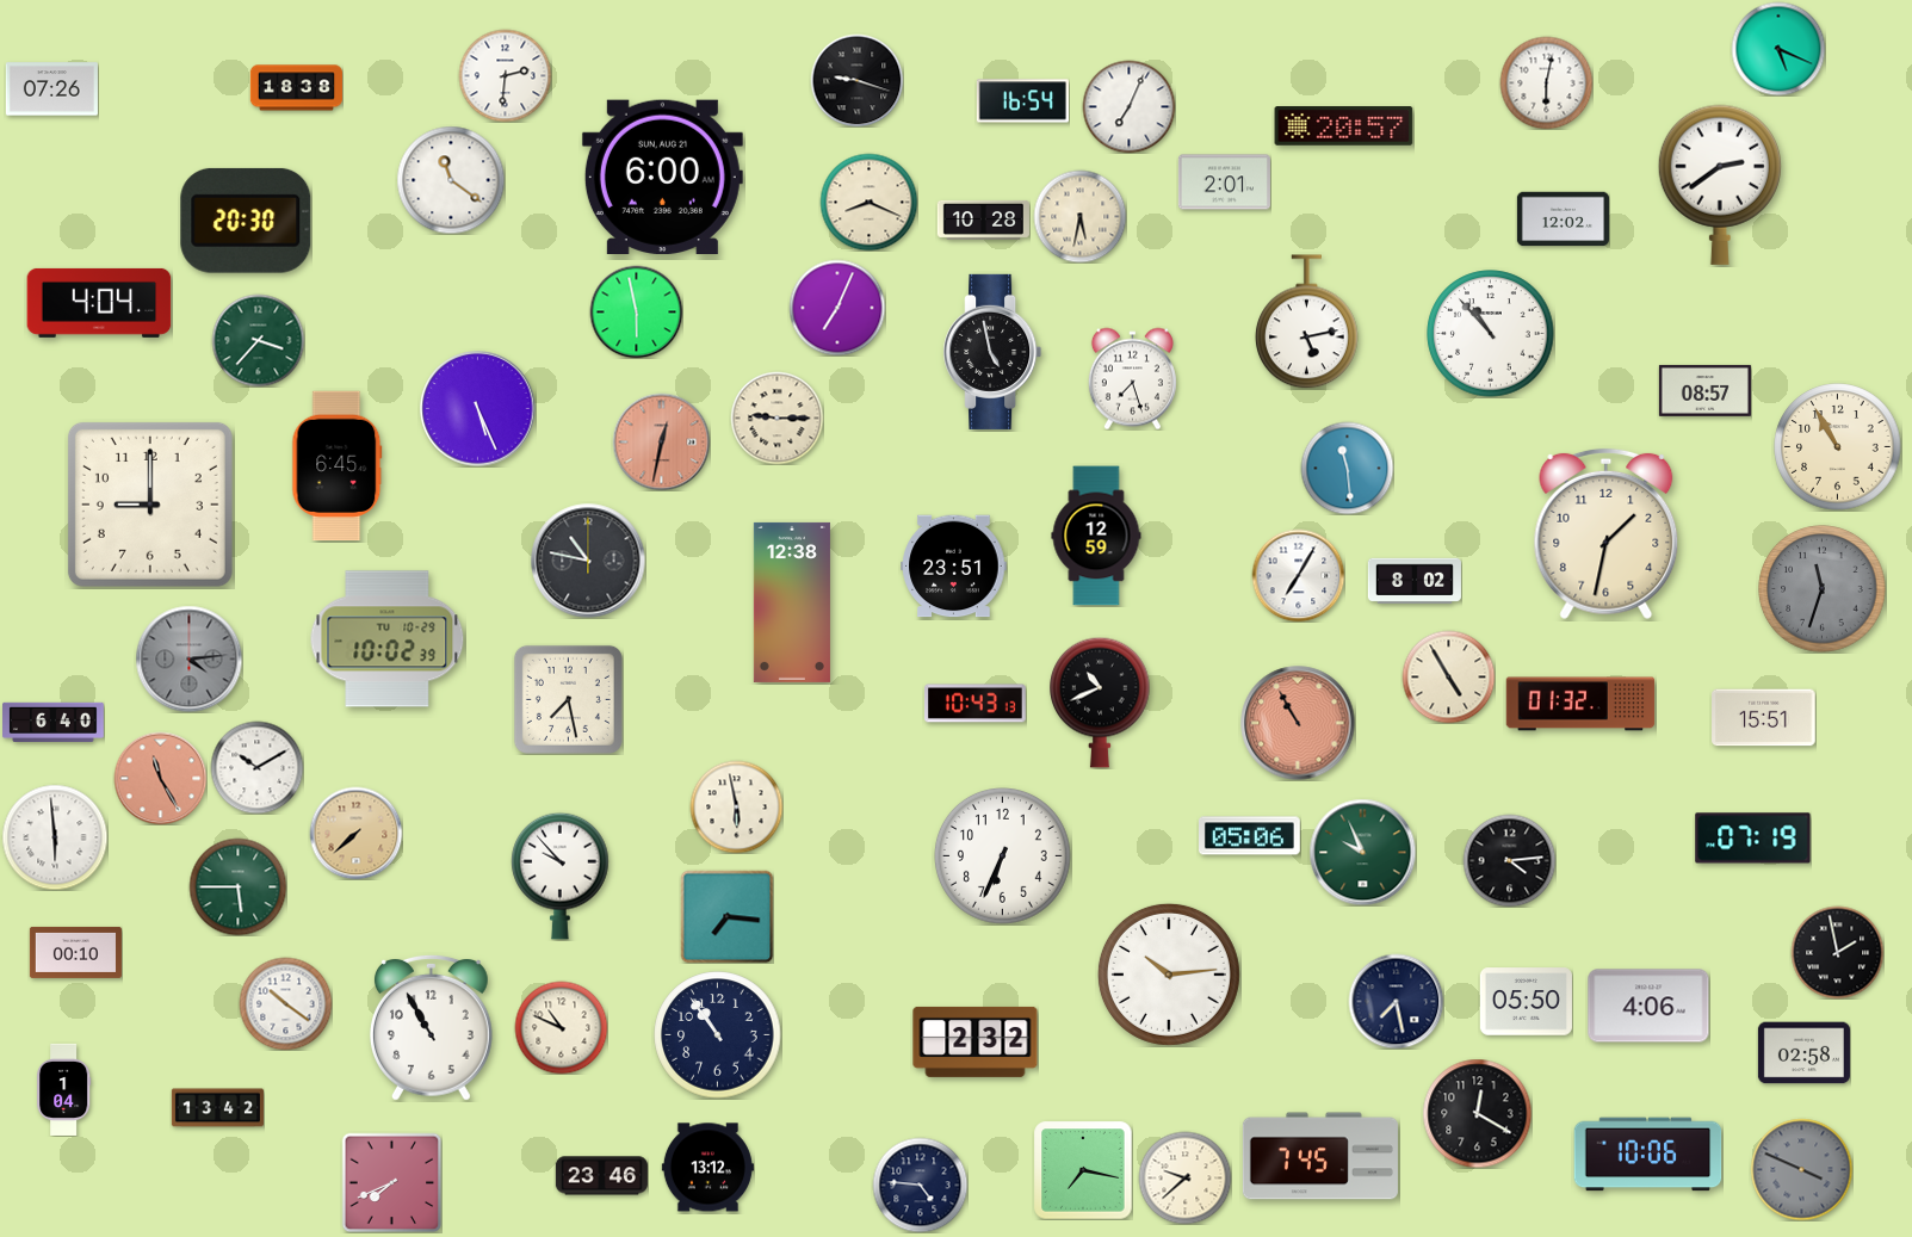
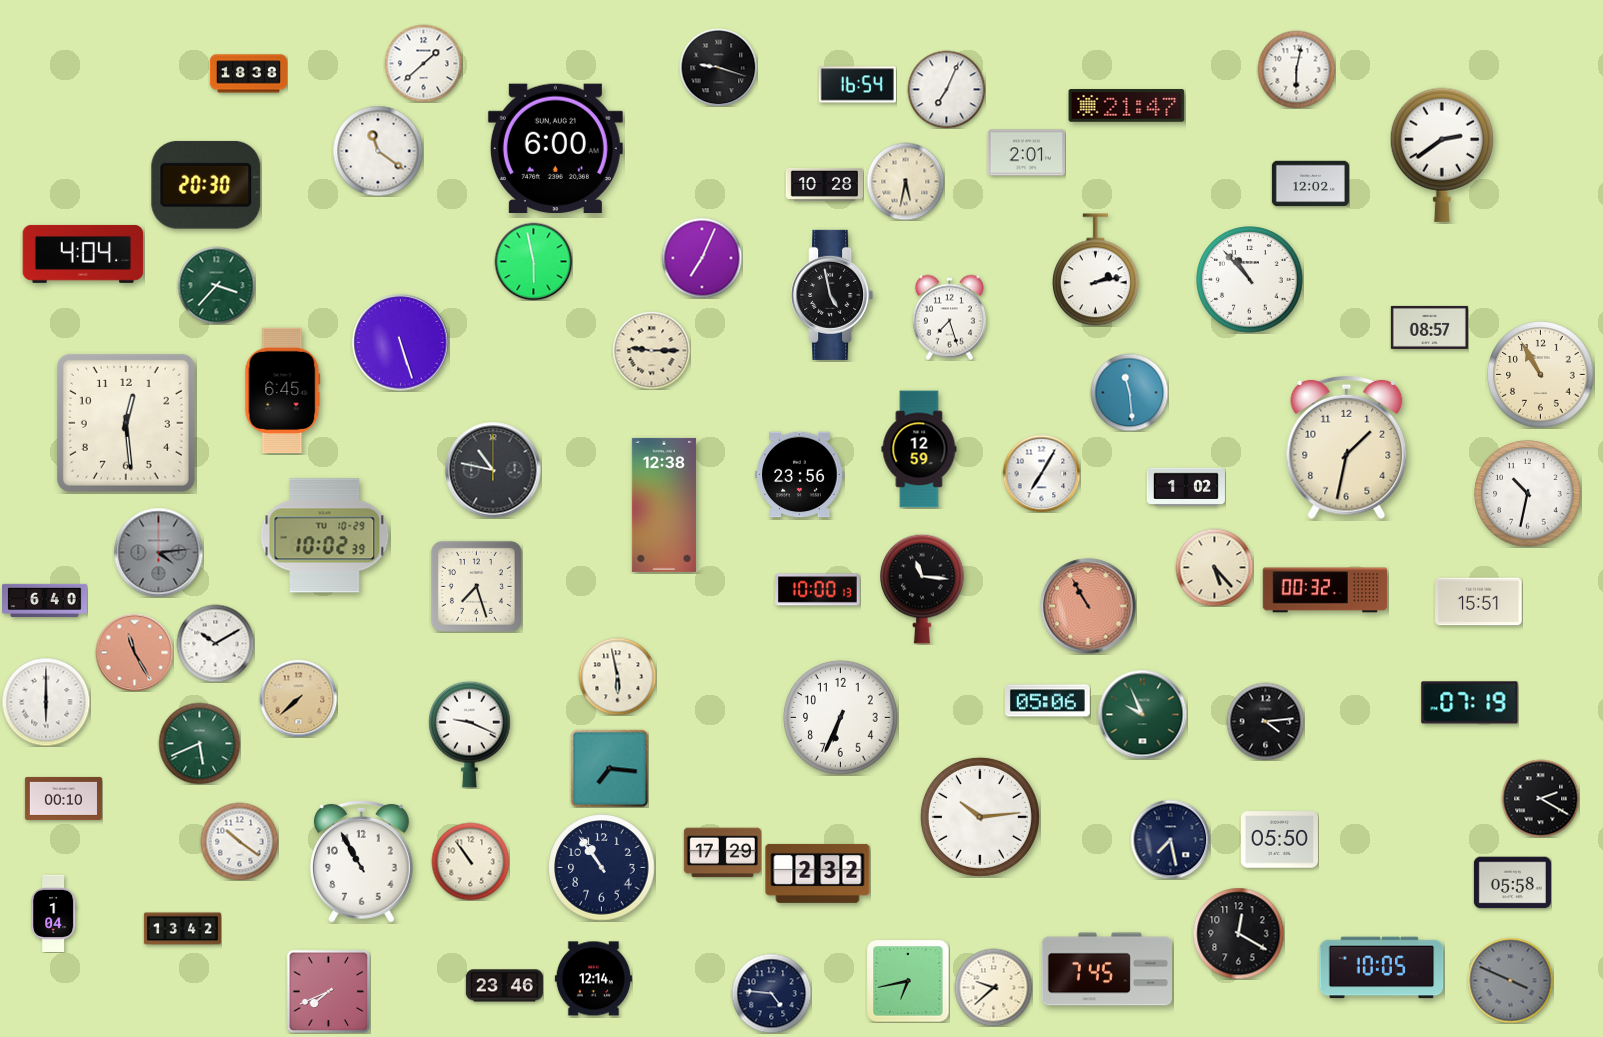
clock at (1778, 49): 5:19 -> none
clock at (505, 75): 2:31 -> 1:38
clock at (51, 89): 07:26 -> none
clock at (1344, 126): 20:57 -> 21:47
clock at (868, 202): 8:19 -> none
clock at (1306, 322): 5:13 -> 2:13
clock at (478, 409): 5:26 -> 5:27
clock at (661, 441): 12:32 -> none
clock at (150, 505): 9:00 -> 12:29
clock at (954, 567): 23:51 -> 23:56
clock at (1298, 575) position: (1298, 575) -> (1041, 473)
clock at (1415, 580): 8:02 -> 1:02
clock at (1823, 589): 11:33 -> 10:32
clock at (1823, 589) dial: grey -> white
clock at (1448, 676): 4:55 -> 5:23
clock at (568, 699): 7:28 -> 7:27
clock at (1101, 703): 10:41 -> 11:16
clock at (976, 704): 10:43 -> 10:00
clock at (1580, 704): 01:32 -> 00:32
clock at (54, 722) position: (54, 722) -> (45, 600)
clock at (55, 837): 5:59 -> 6:00
clock at (561, 876): 9:53 -> 9:19
clock at (237, 886): 5:45 -> 5:41
clock at (1837, 952): 1:58 -> 2:20
clock at (1648, 1006): 4:06 -> none
clock at (722, 853): none -> 17:29
clock at (561, 1027): 10:49 -> 10:54
clock at (1803, 1053): 02:58 -> 05:58
clock at (1648, 1155): 10:06 -> 10:05
clock at (707, 1168): 13:12 -> 12:14
clock at (1083, 1170): 7:17 -> 6:43
